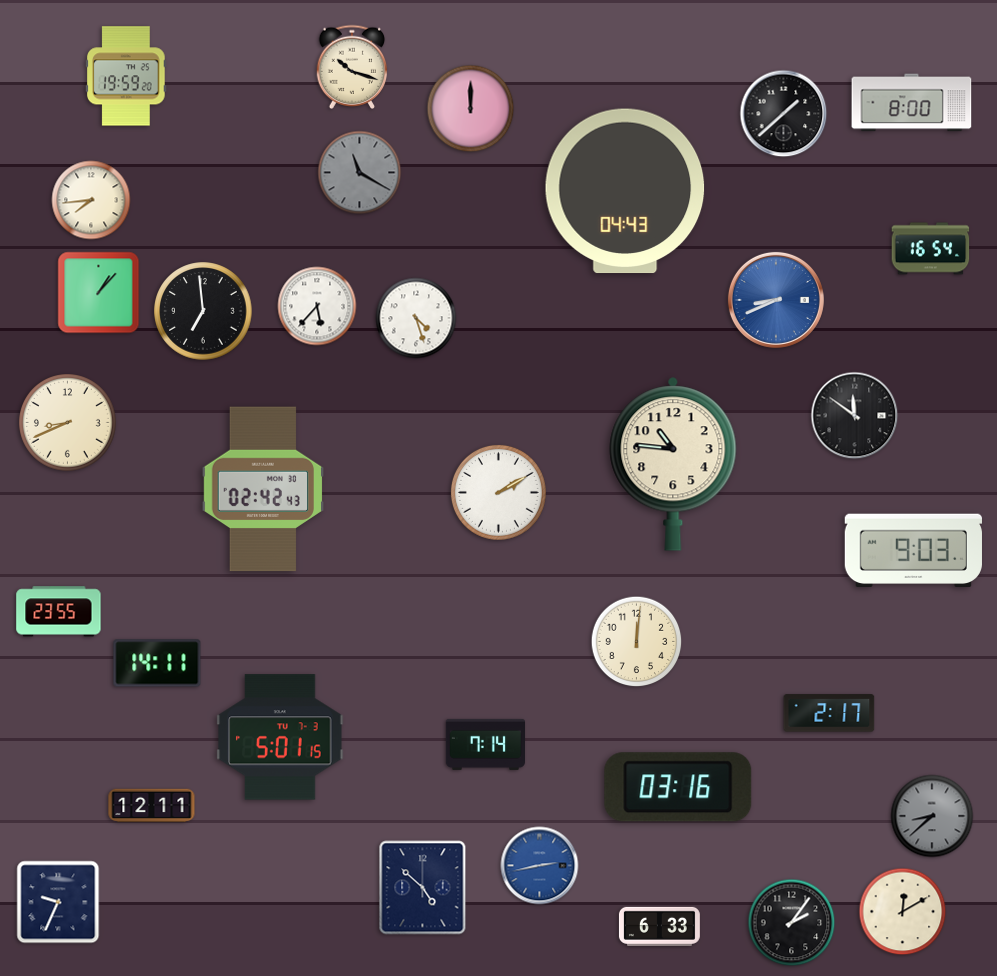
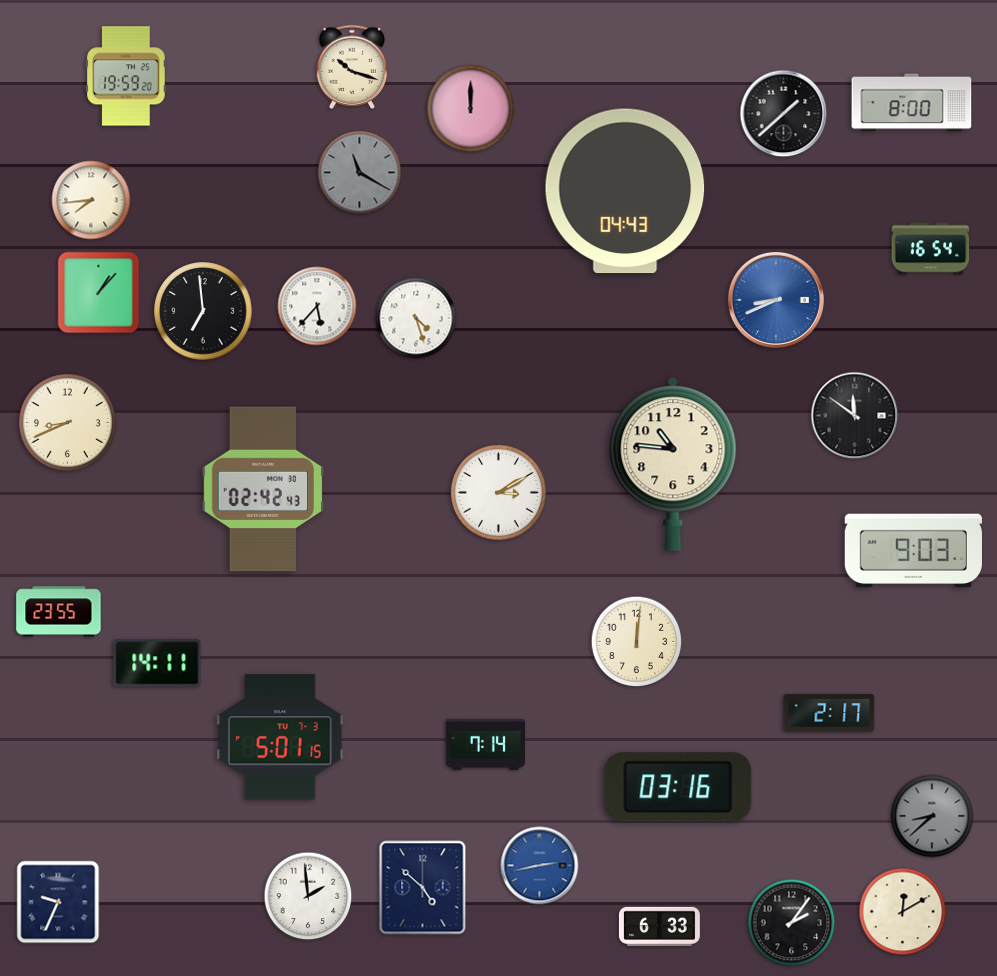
clock at (498, 492): 2:10 -> 3:10
clock at (152, 806): 12:11 -> none
clock at (308, 896): none -> 1:59
